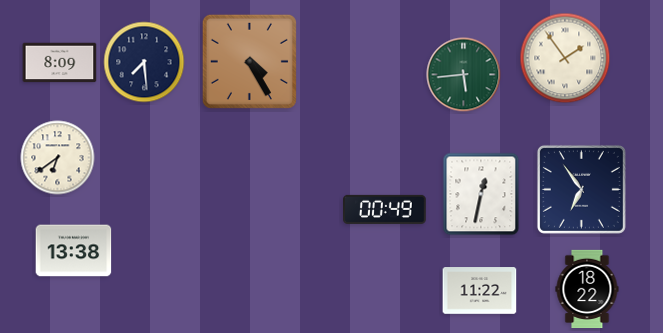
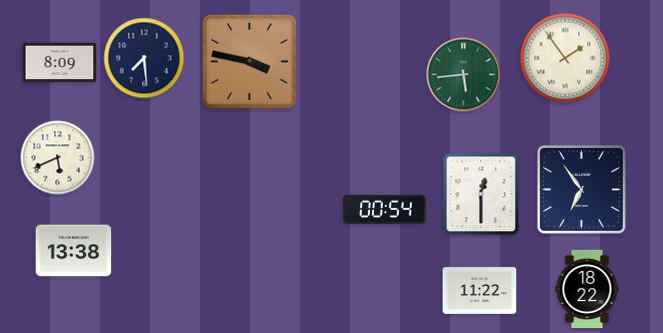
clock at (249, 61): 4:25 -> 3:47
clock at (144, 62) position: (144, 62) -> (144, 58)
clock at (58, 158): 6:39 -> 5:41
clock at (481, 194): 12:32 -> 12:30
clock at (385, 209): 00:49 -> 00:54
